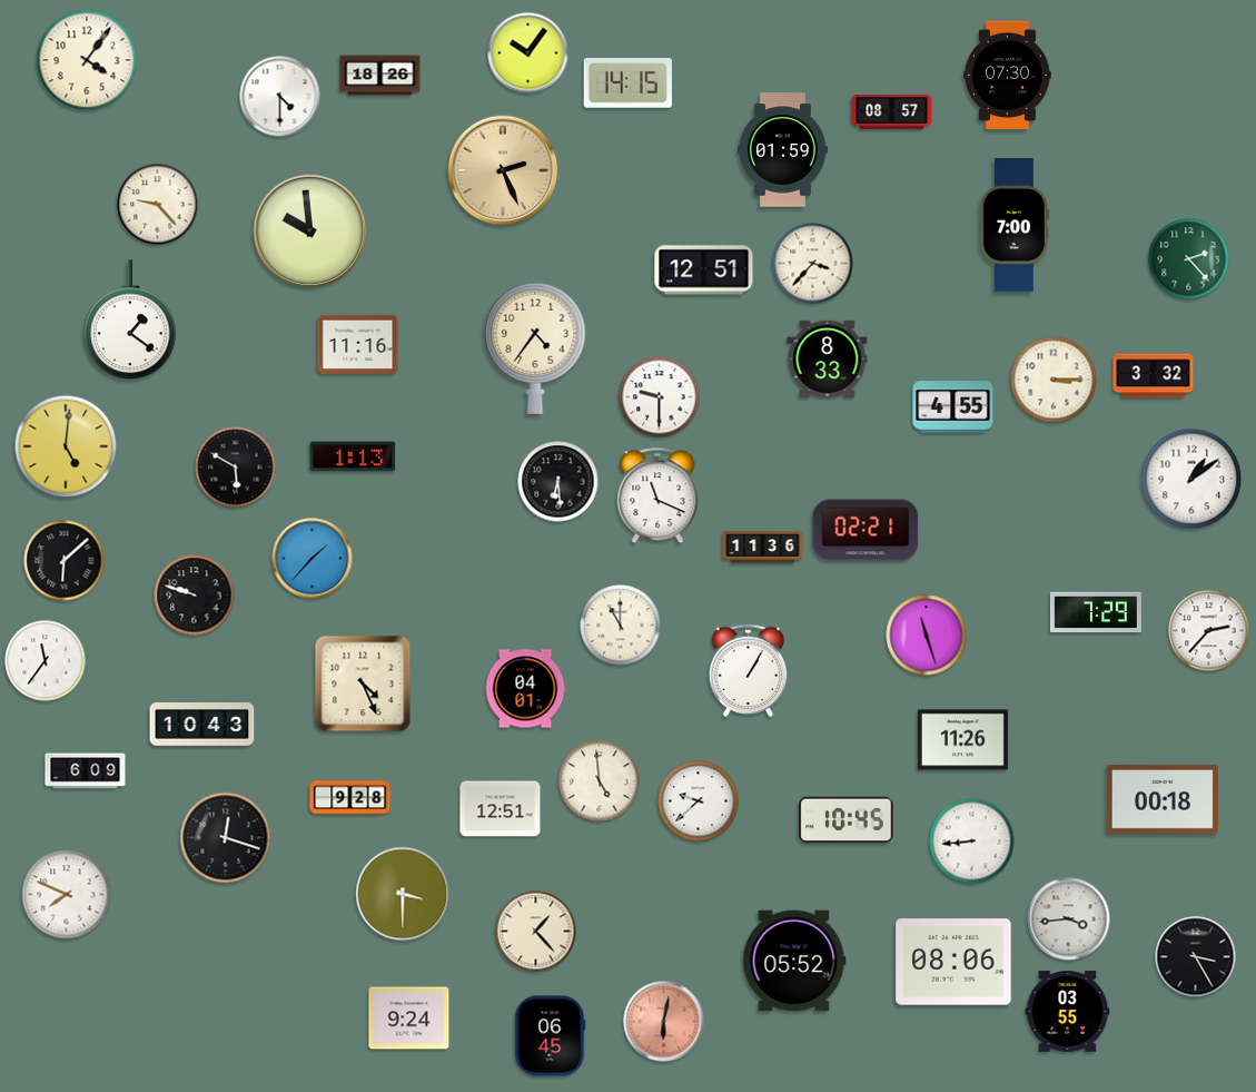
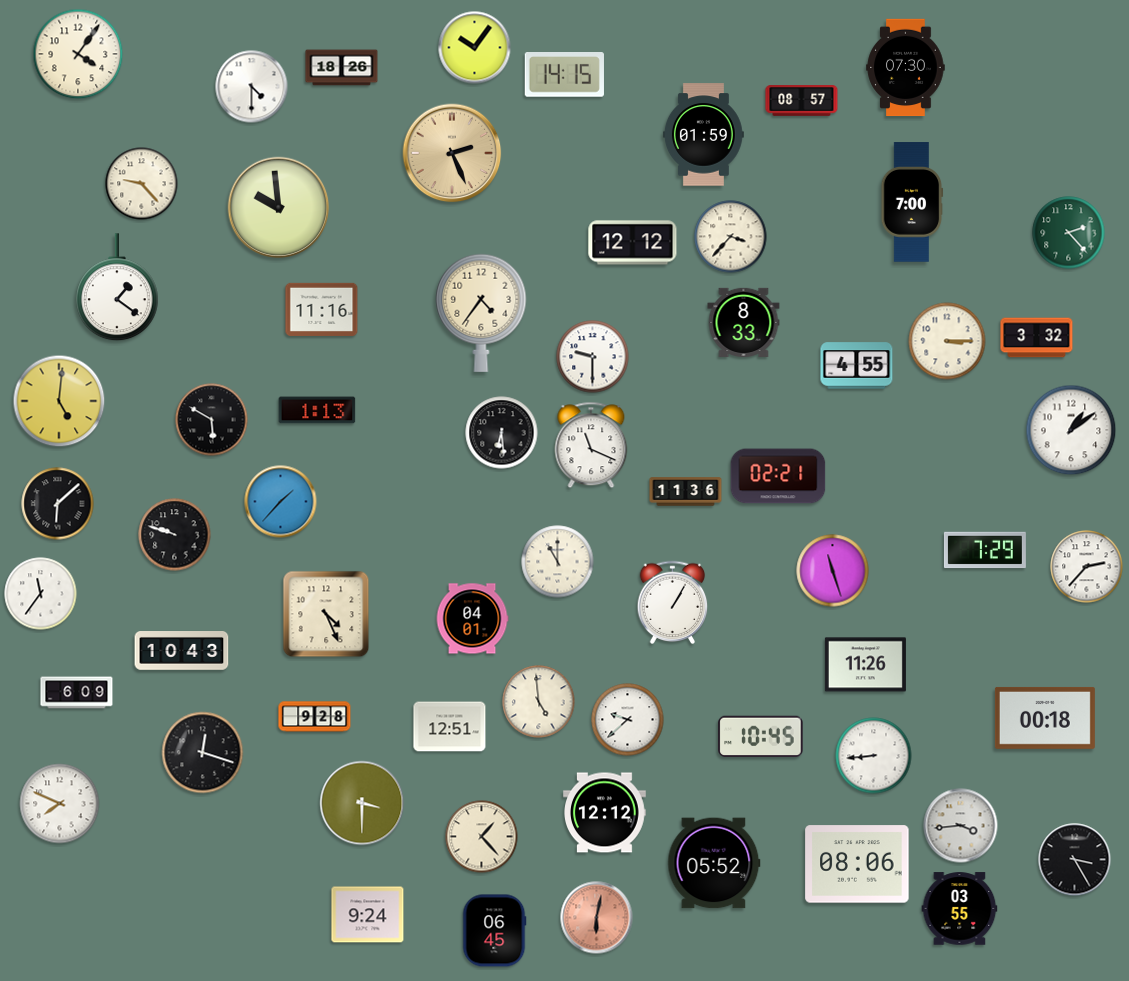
clock at (704, 270): 12:51 -> 12:12
clock at (605, 813): none -> 12:12
